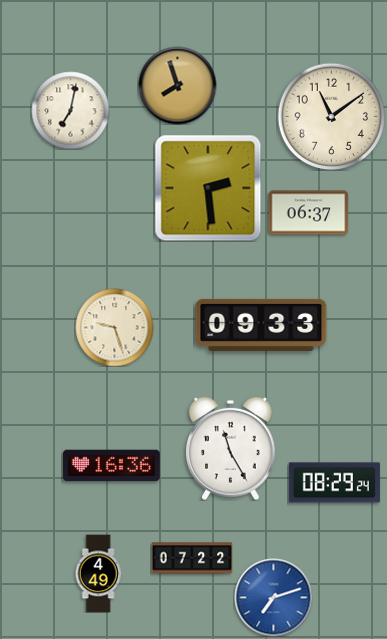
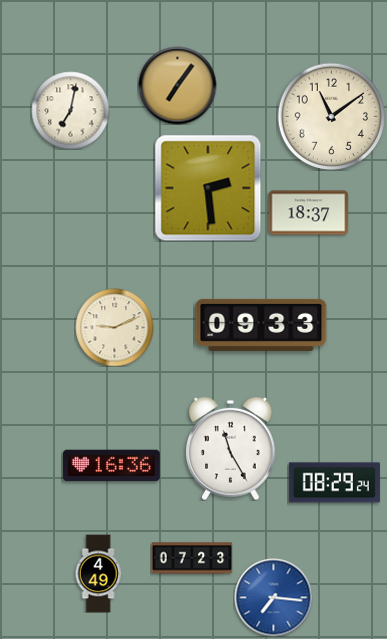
clock at (177, 85): 7:57 -> 7:06
clock at (308, 213): 06:37 -> 18:37
clock at (114, 327): 9:27 -> 9:11
clock at (192, 558): 07:22 -> 07:23
clock at (273, 597): 7:12 -> 7:16
